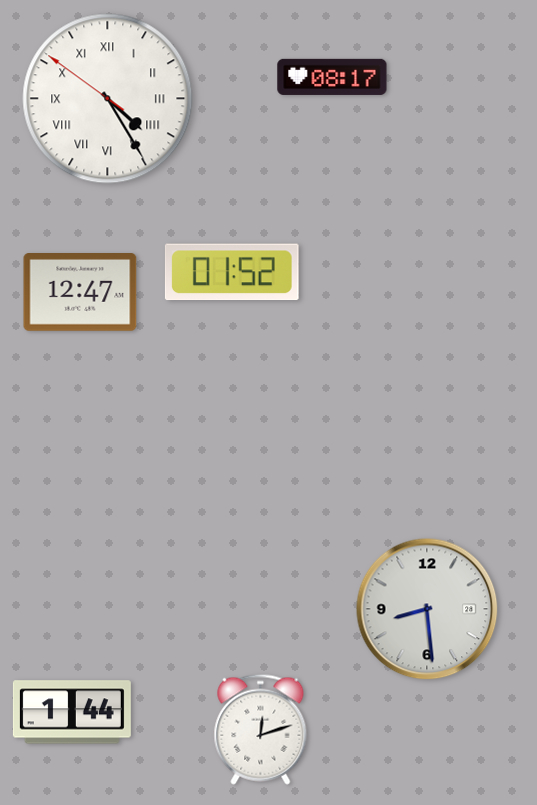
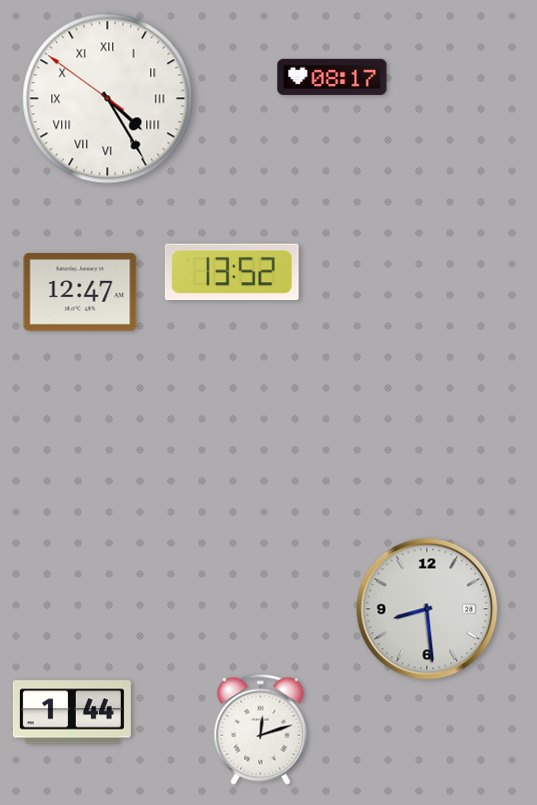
clock at (232, 272): 01:52 -> 13:52
